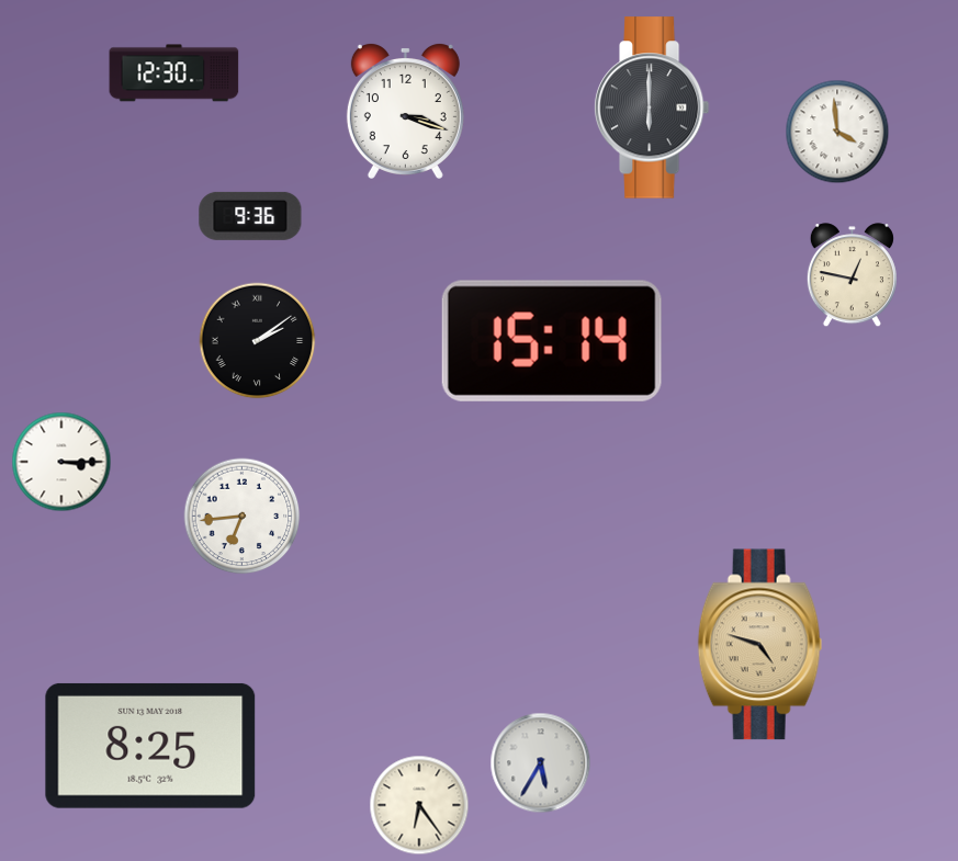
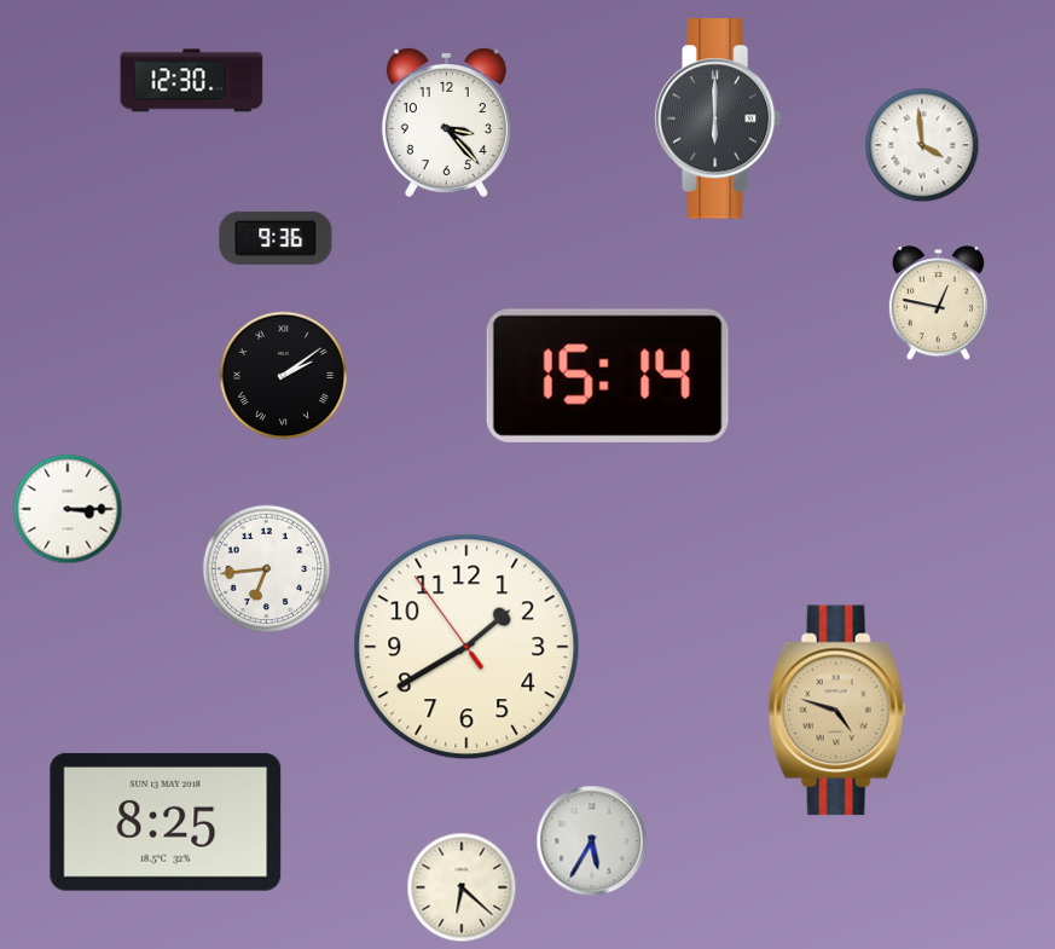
clock at (405, 111): 3:18 -> 3:23
clock at (466, 647): none -> 1:39
clock at (541, 763) position: (541, 763) -> (592, 841)
clock at (419, 805): 6:24 -> 6:22
